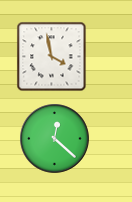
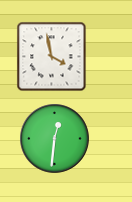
clock at (55, 139): 12:22 -> 12:31
